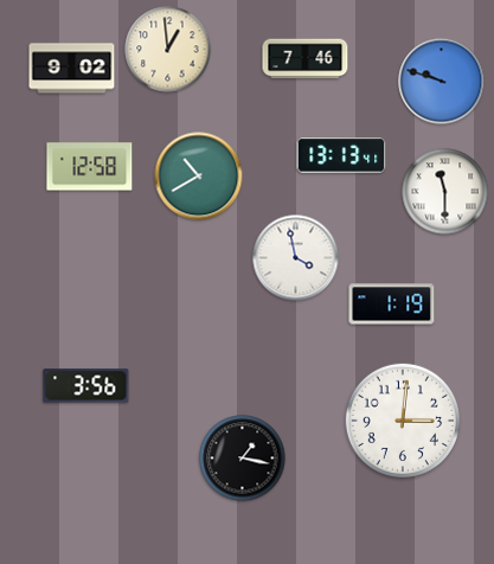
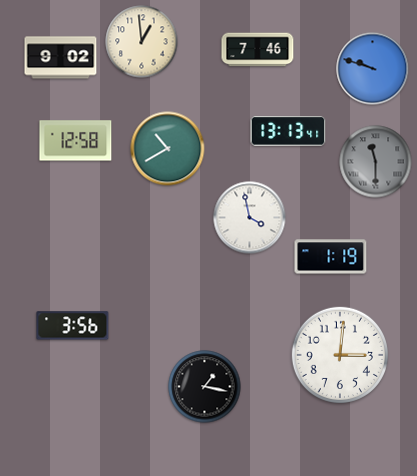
clock at (445, 192) dial: white -> grey
